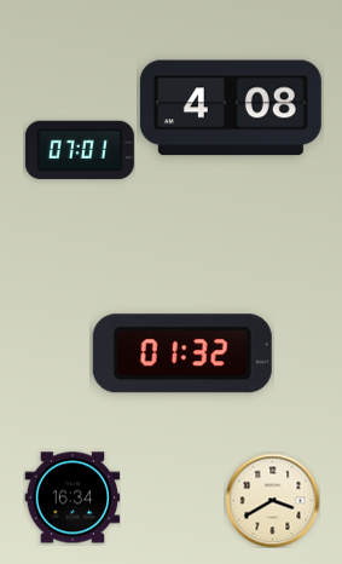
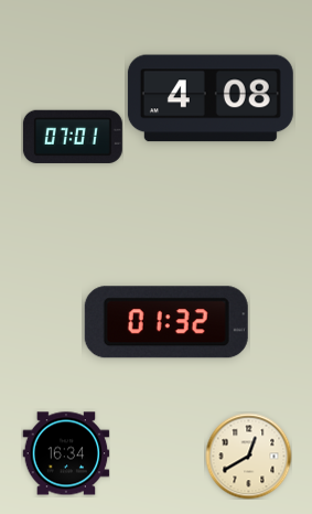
clock at (272, 500): 3:40 -> 12:40
